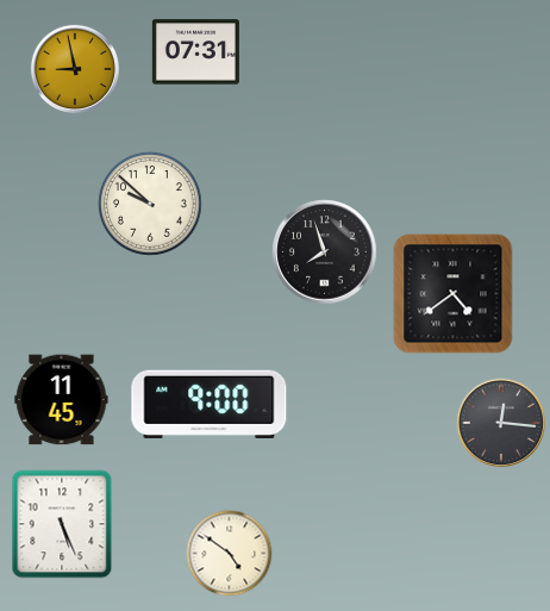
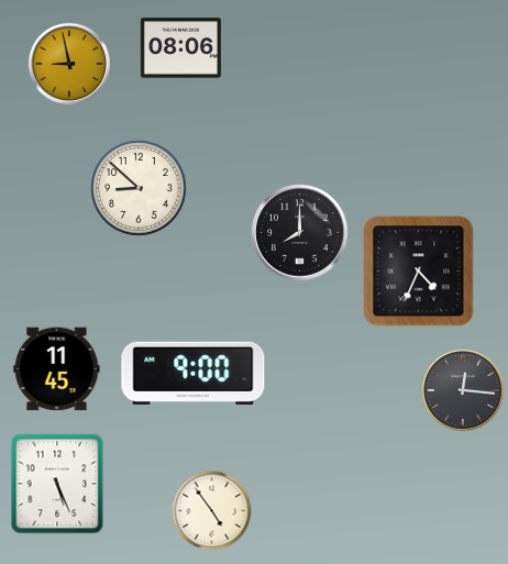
clock at (195, 52): 07:31 -> 08:06
clock at (150, 204): 9:52 -> 8:52
clock at (325, 252): 7:57 -> 8:00
clock at (454, 294): 4:39 -> 4:34
clock at (230, 554): 4:51 -> 4:54
